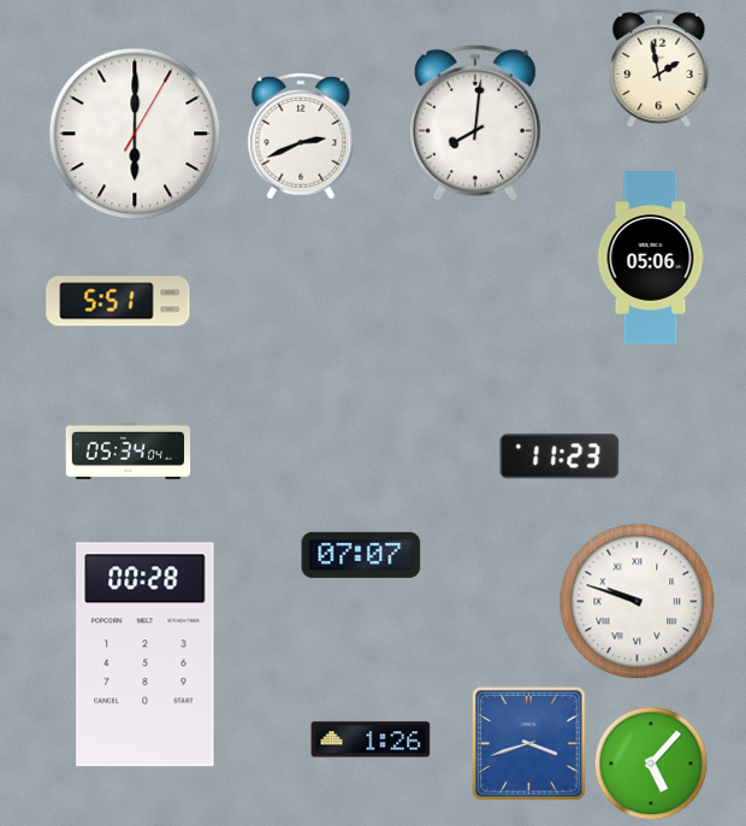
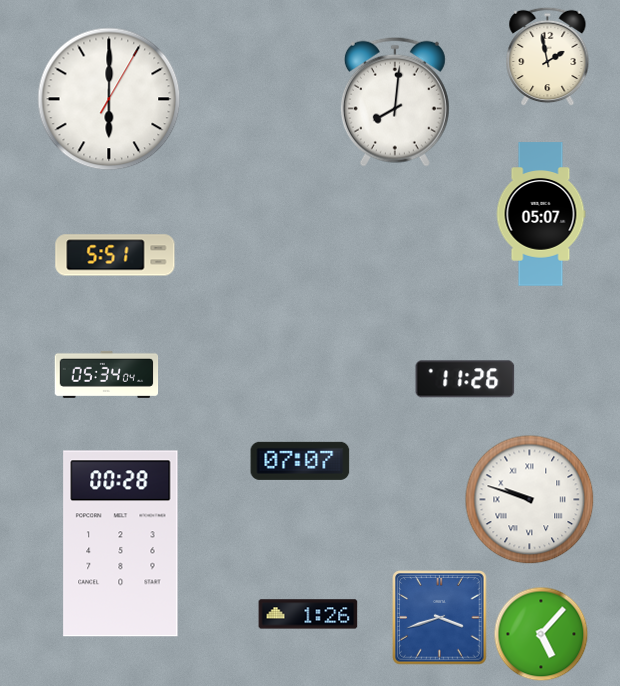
clock at (135, 134) position: (135, 134) -> (109, 99)
clock at (301, 136): 2:41 -> none
clock at (651, 258): 05:06 -> 05:07
clock at (118, 301) position: (118, 301) -> (115, 255)
clock at (559, 456): 11:23 -> 11:26
